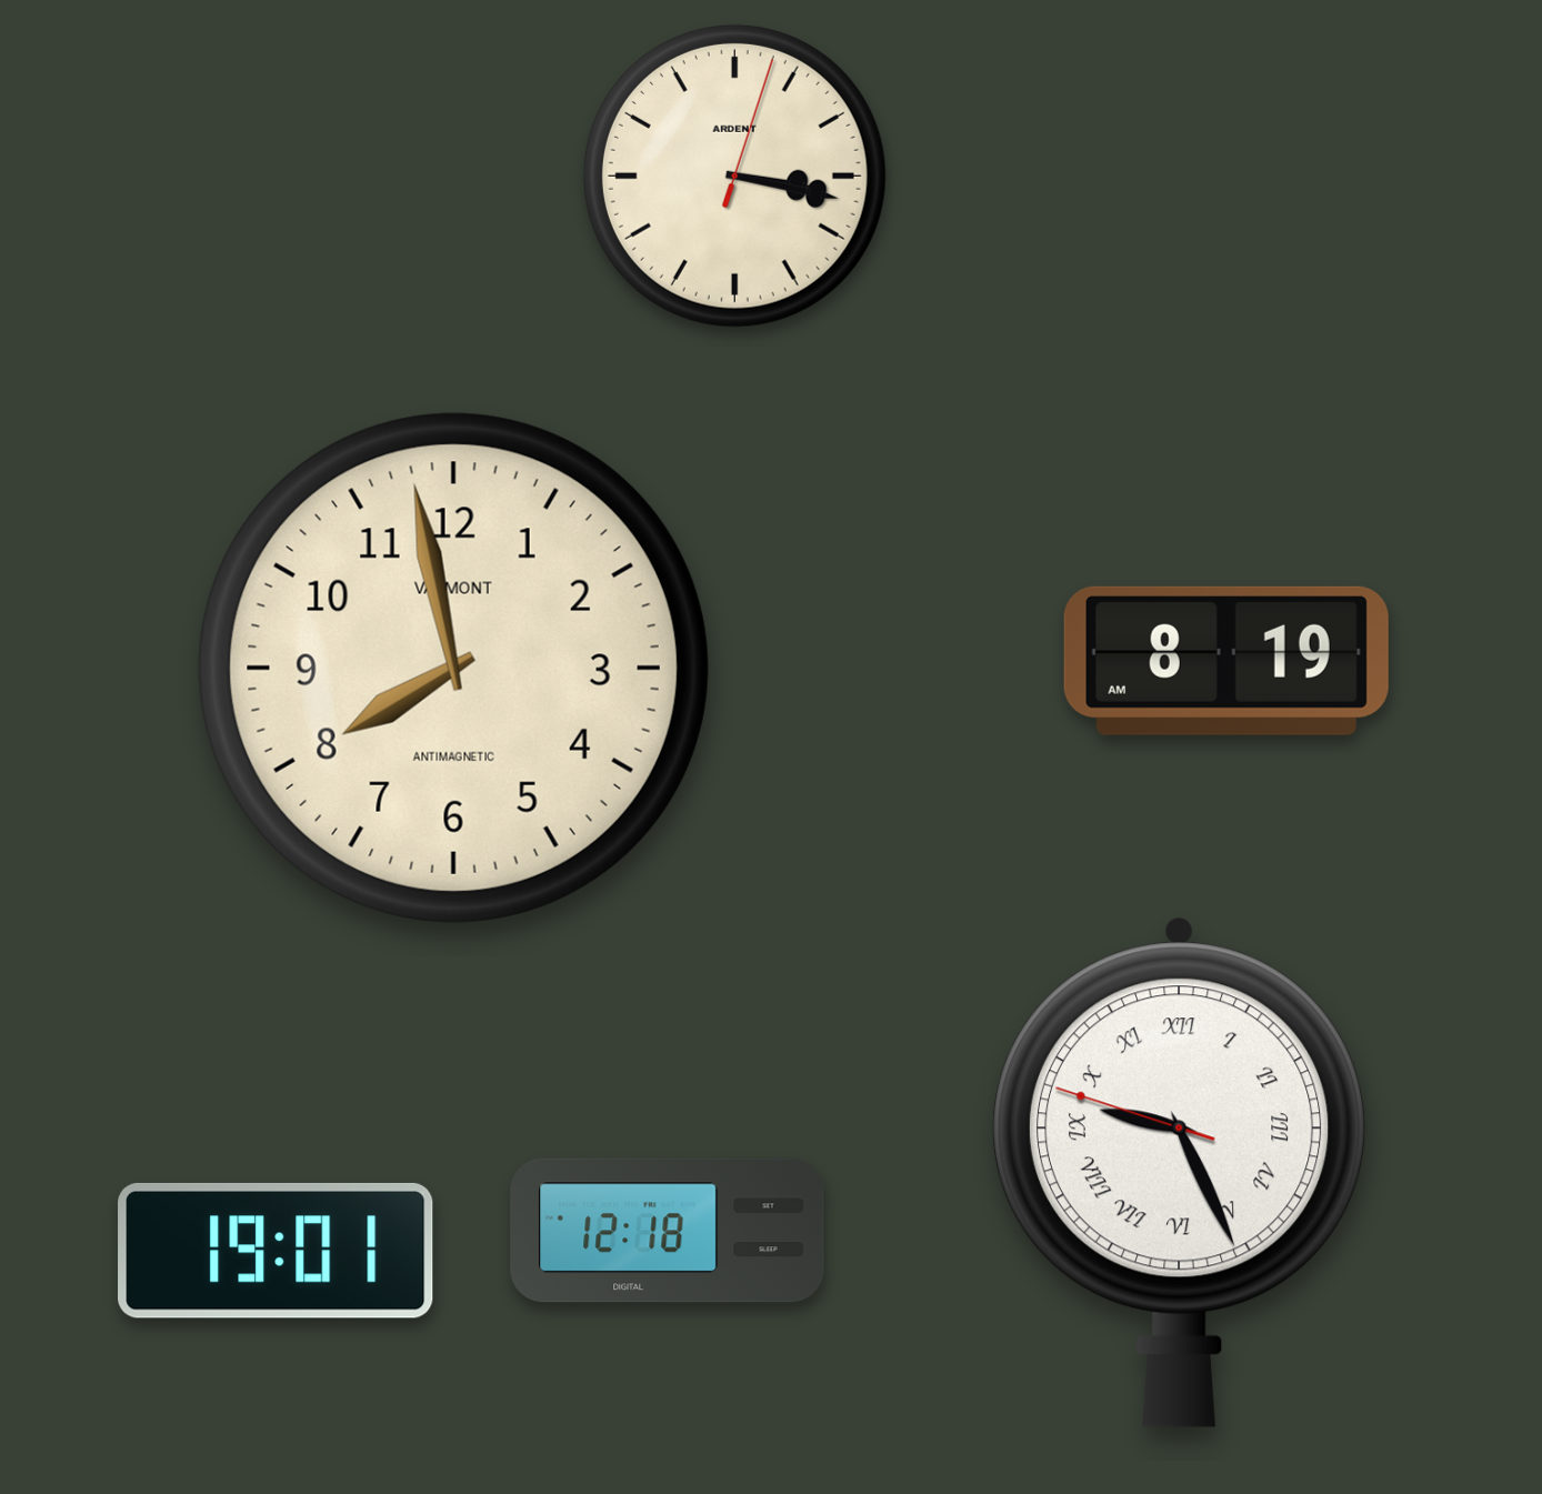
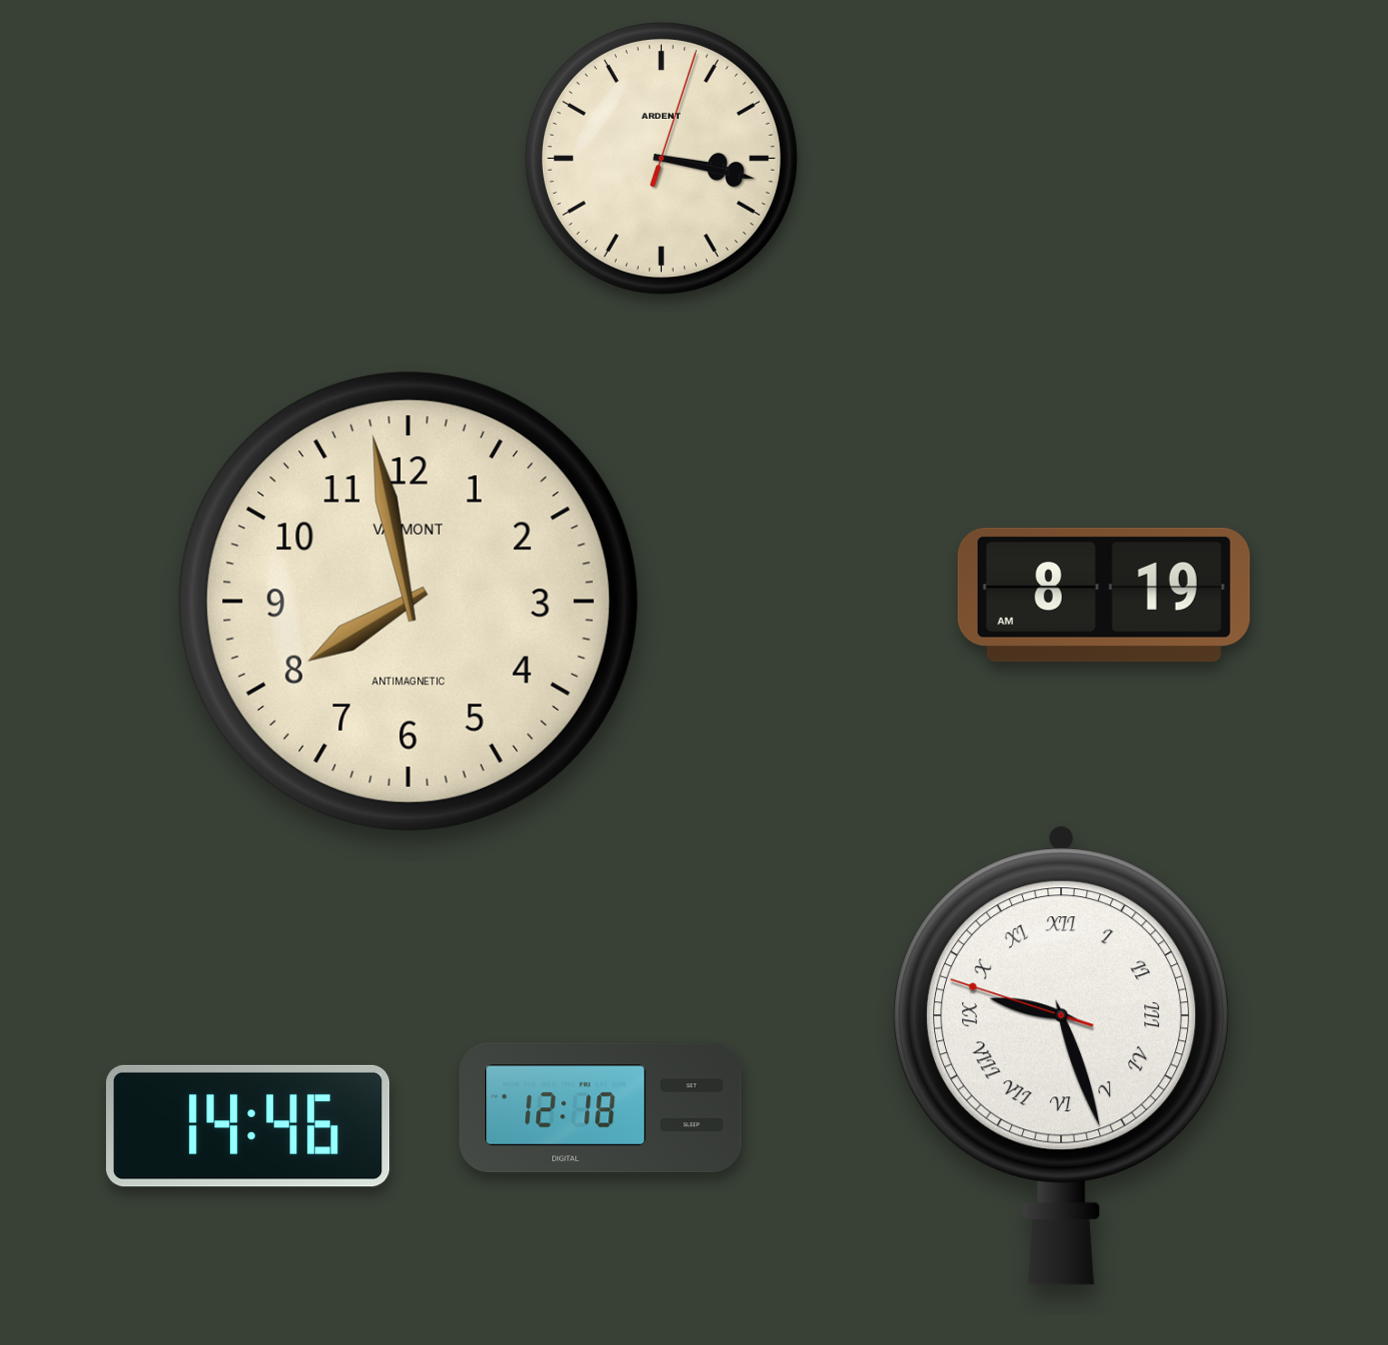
clock at (1179, 1172): 9:25 -> 9:26
clock at (276, 1251): 19:01 -> 14:46
